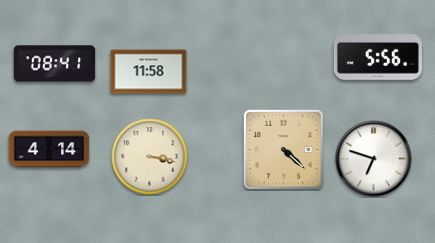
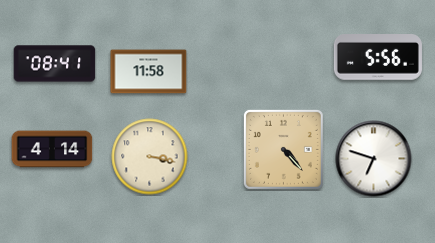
clock at (49, 149) position: (49, 149) -> (52, 149)
clock at (283, 149): 4:22 -> 4:23
